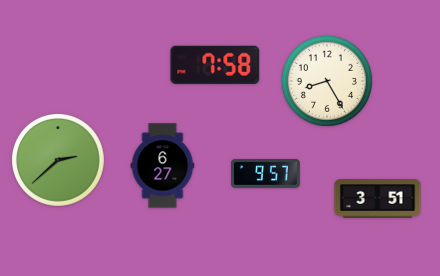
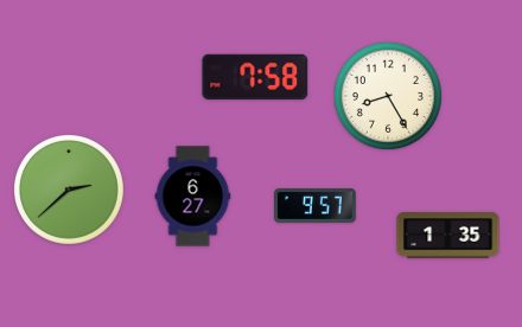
clock at (378, 199): 3:51 -> 1:35
